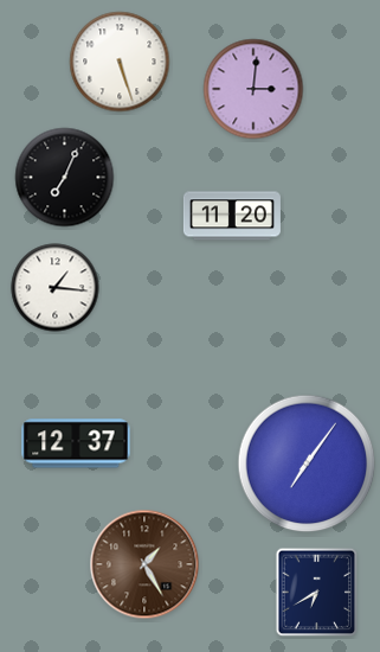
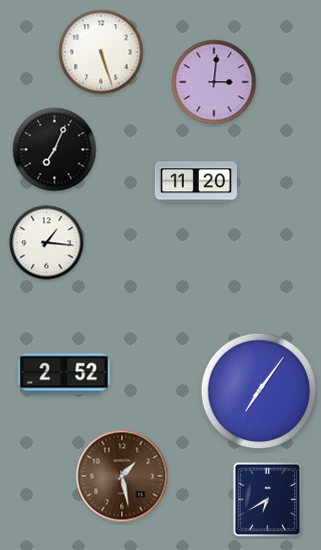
clock at (253, 89) position: (253, 89) -> (214, 82)
clock at (76, 443): 12:37 -> 2:52
clock at (144, 564): 1:25 -> 1:28
